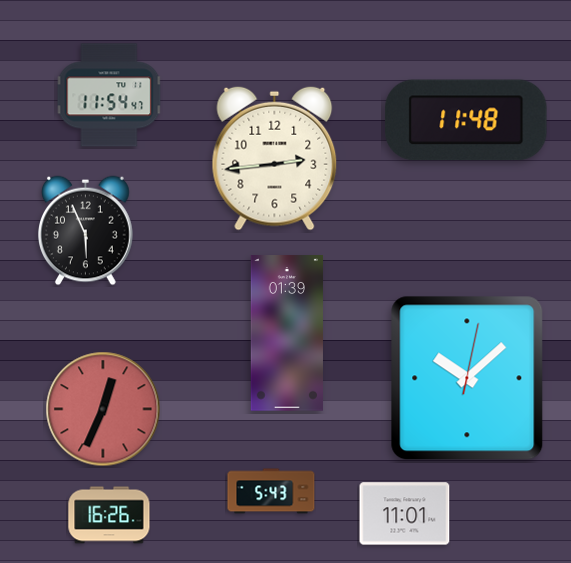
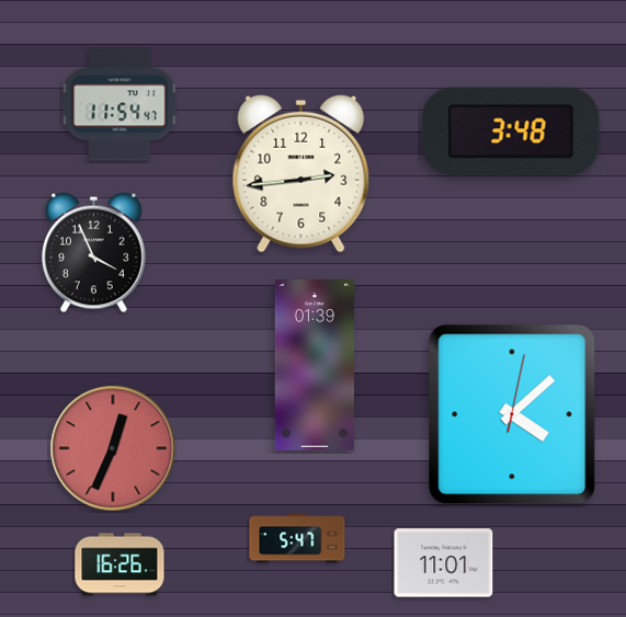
clock at (466, 120): 11:48 -> 3:48
clock at (86, 231): 5:56 -> 3:56
clock at (467, 378): 10:08 -> 4:08
clock at (271, 491): 5:43 -> 5:47
